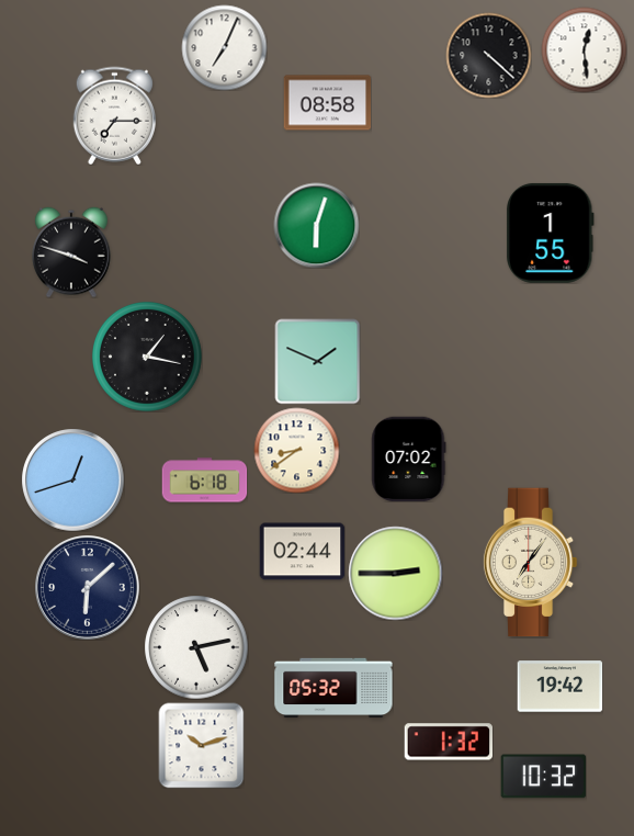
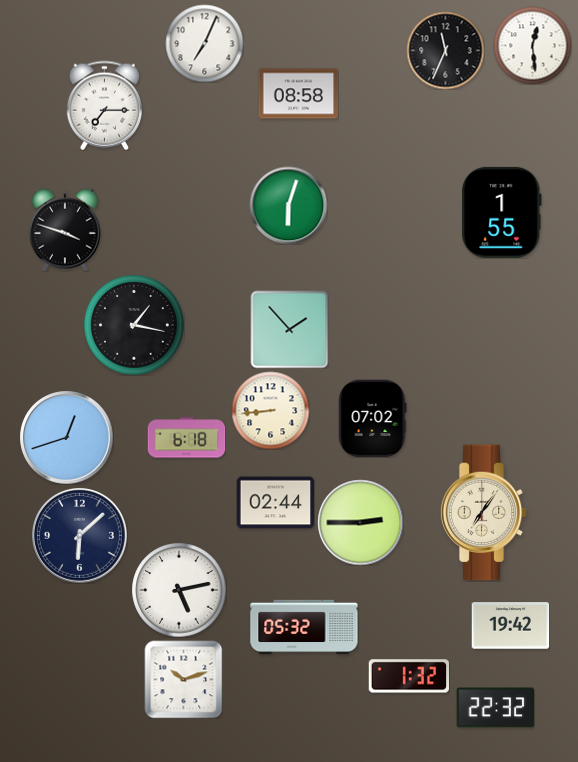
clock at (488, 55): 4:22 -> 11:34
clock at (317, 361): 1:49 -> 1:53
clock at (296, 450): 8:39 -> 8:44
clock at (543, 777): 10:32 -> 22:32
